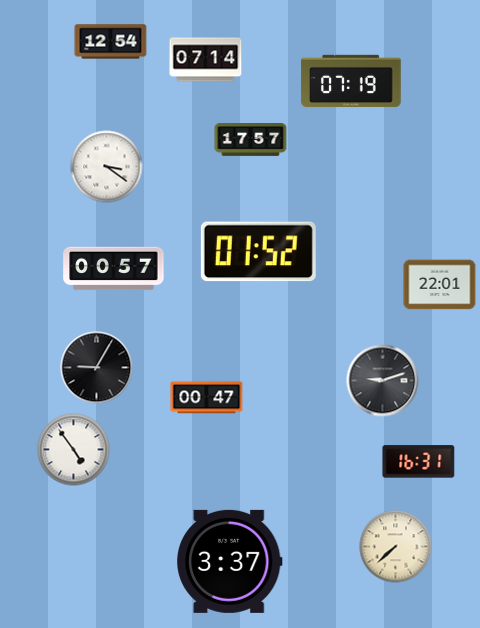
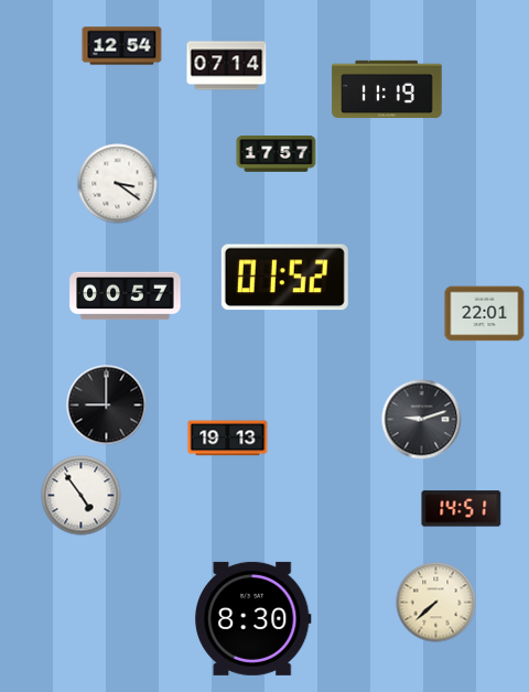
clock at (351, 81): 07:19 -> 11:19
clock at (97, 368): 9:05 -> 9:00
clock at (207, 398): 00:47 -> 19:13
clock at (419, 462): 16:31 -> 14:51
clock at (230, 561): 3:37 -> 8:30
